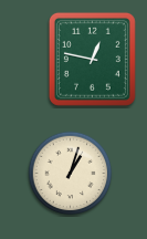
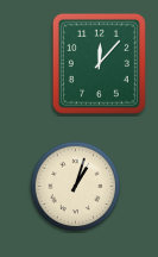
clock at (92, 59): 12:47 -> 12:07
